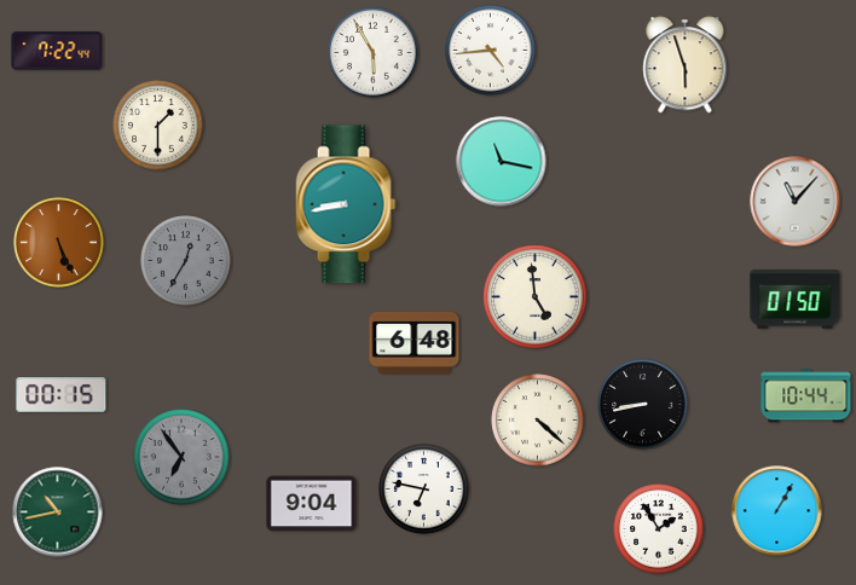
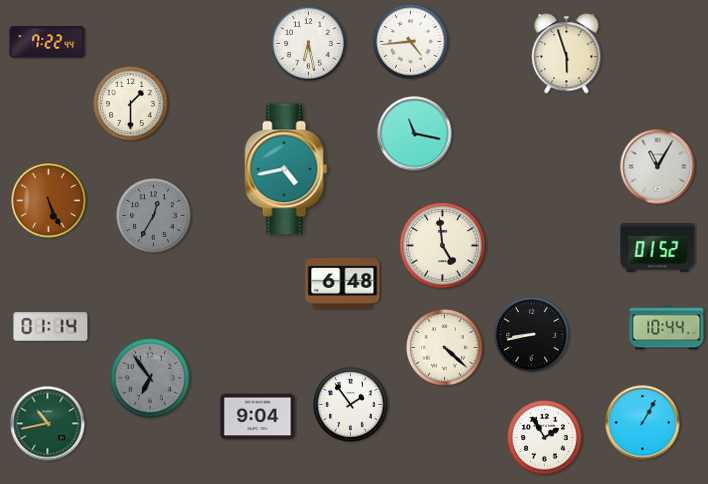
clock at (491, 51) position: (491, 51) -> (411, 42)
clock at (374, 53): 5:55 -> 6:28
clock at (796, 202): 11:07 -> 11:05
clock at (346, 204): 8:43 -> 4:43
clock at (796, 300): 01:50 -> 01:52
clock at (62, 395): 00:15 -> 01:14
clock at (424, 490): 6:47 -> 1:54
